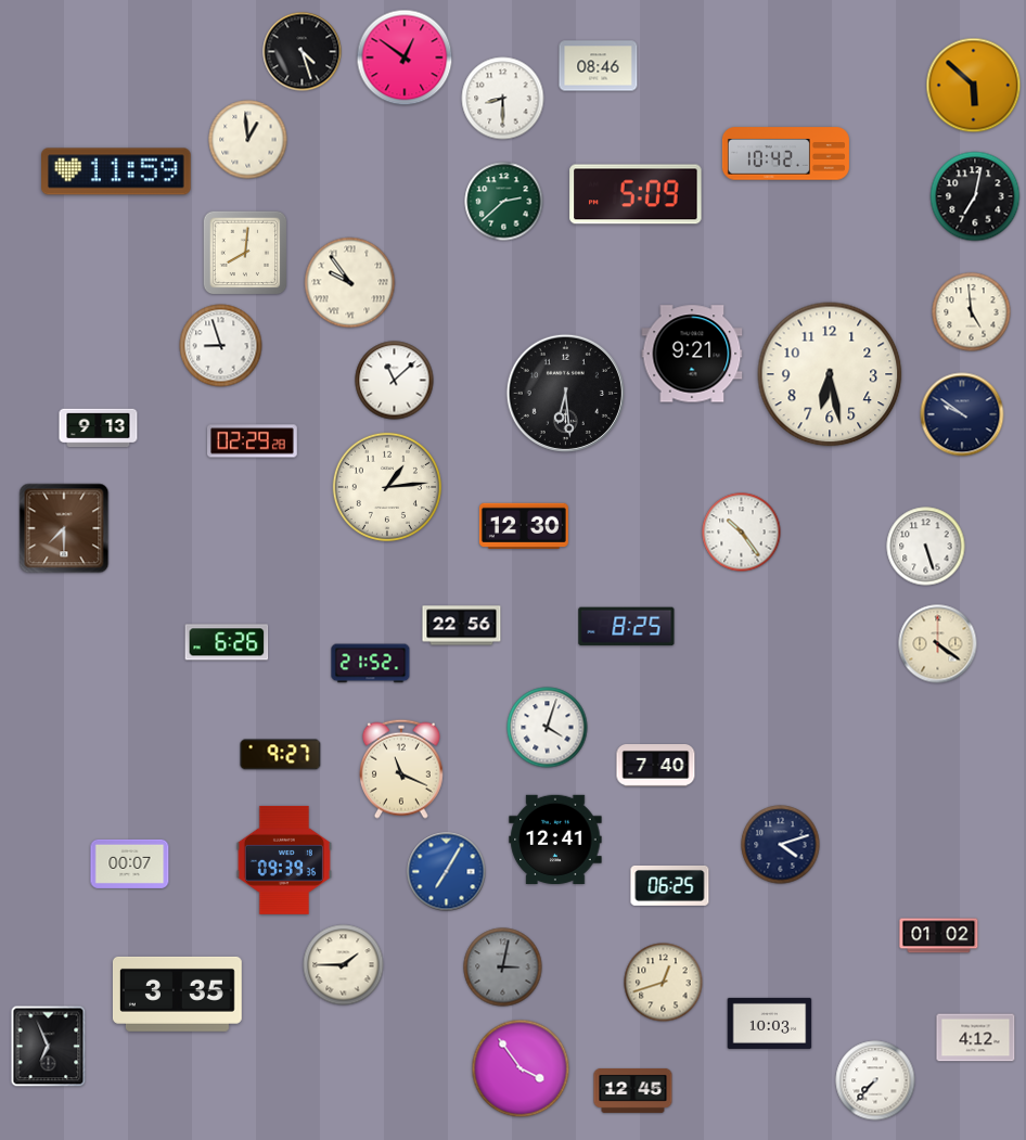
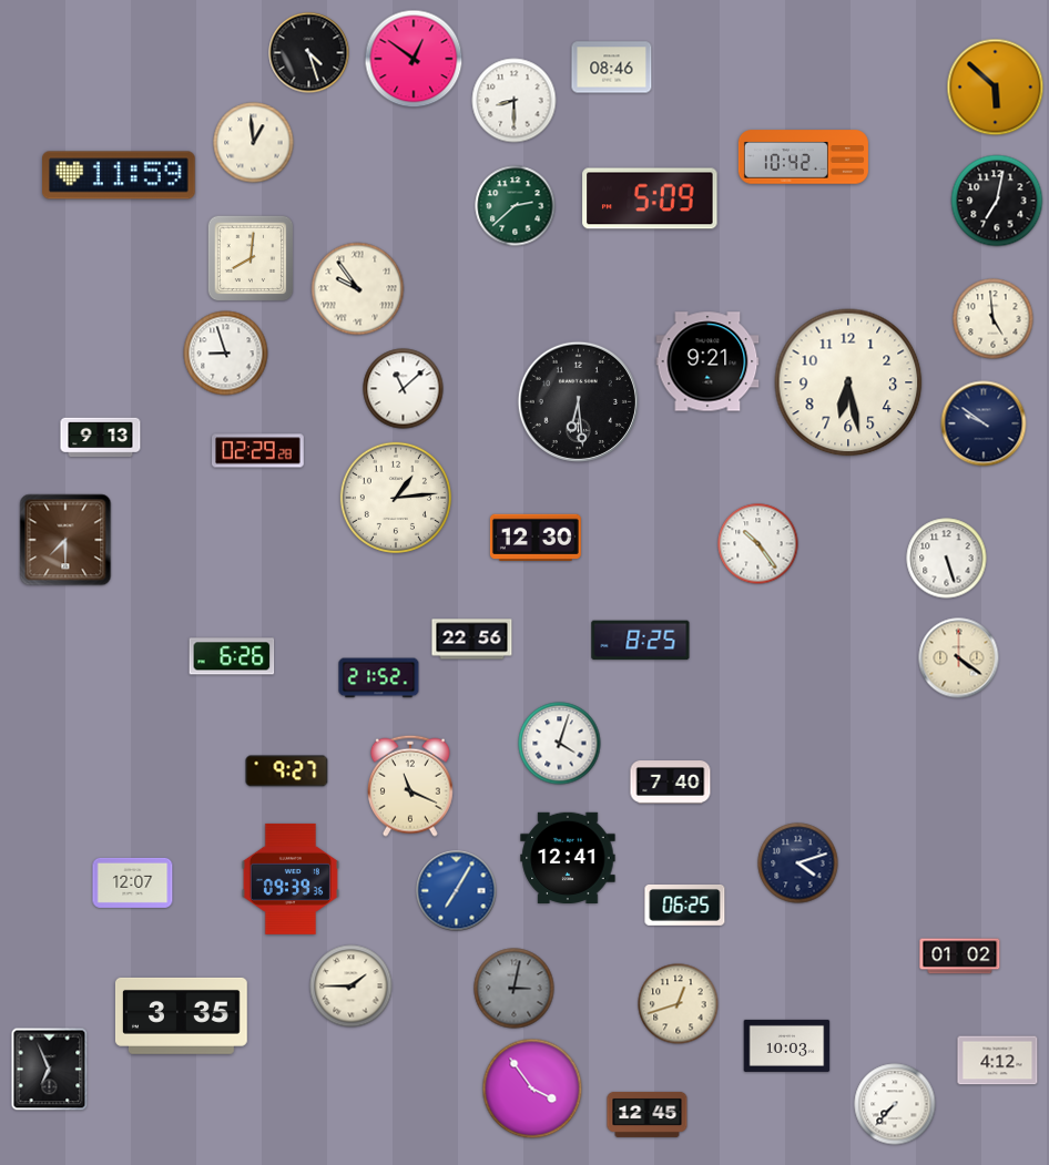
clock at (130, 863): 00:07 -> 12:07
clock at (521, 1068) position: (521, 1068) -> (532, 1089)
